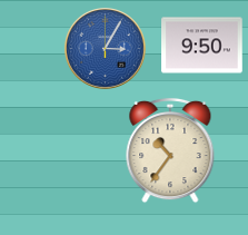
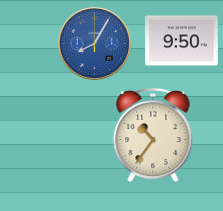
clock at (105, 48): 3:05 -> 8:05
